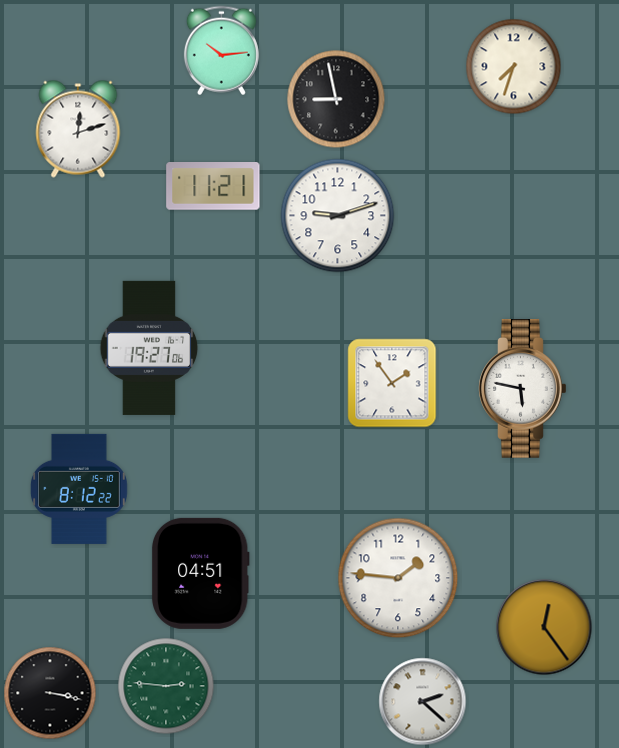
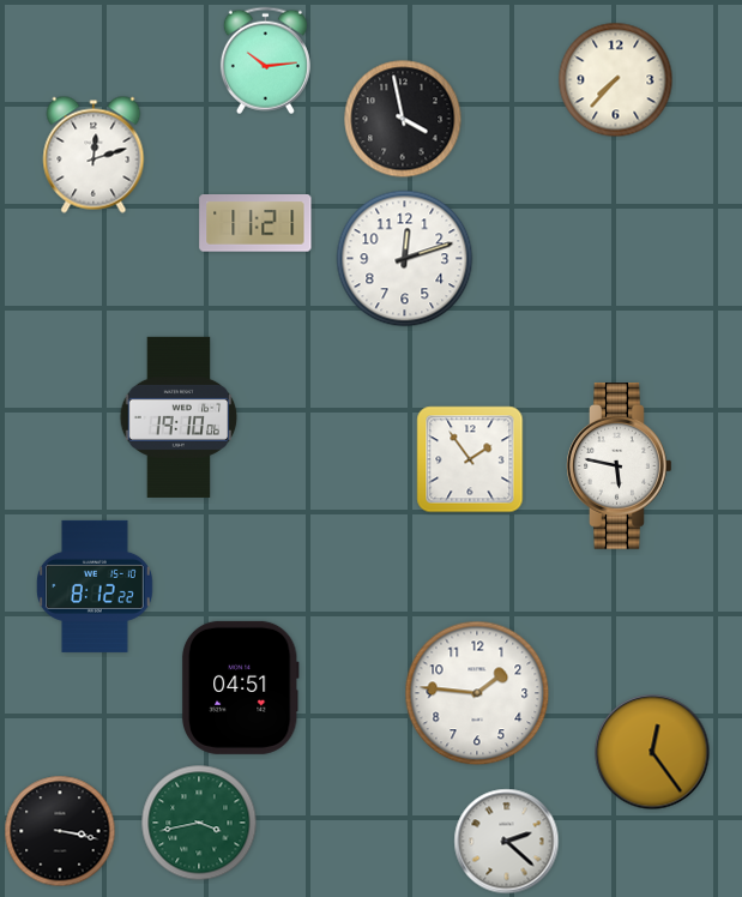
clock at (514, 67): 7:33 -> 7:37
clock at (336, 99): 8:58 -> 3:58
clock at (338, 216): 9:12 -> 12:12
clock at (149, 348): 19:27 -> 19:10
clock at (523, 389) position: (523, 389) -> (620, 466)
clock at (166, 686): 2:46 -> 3:43
